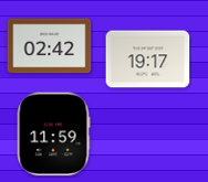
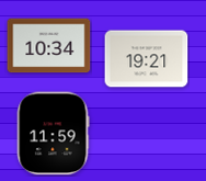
clock at (50, 46): 02:42 -> 10:34
clock at (148, 60): 19:17 -> 19:21
